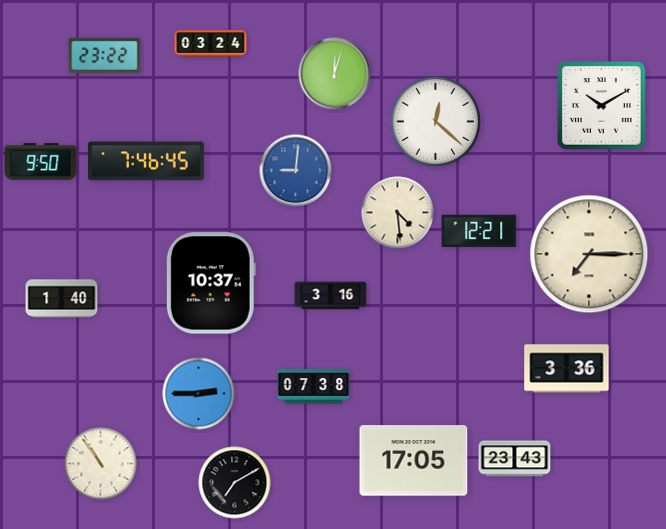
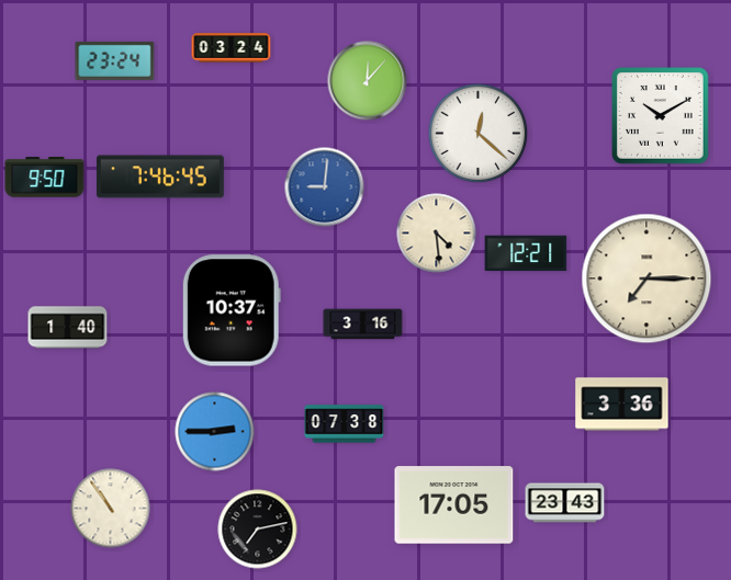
clock at (105, 55): 23:22 -> 23:24
clock at (335, 74): 12:03 -> 12:07
clock at (199, 394) position: (199, 394) -> (215, 432)
clock at (235, 483): 7:10 -> 7:13
